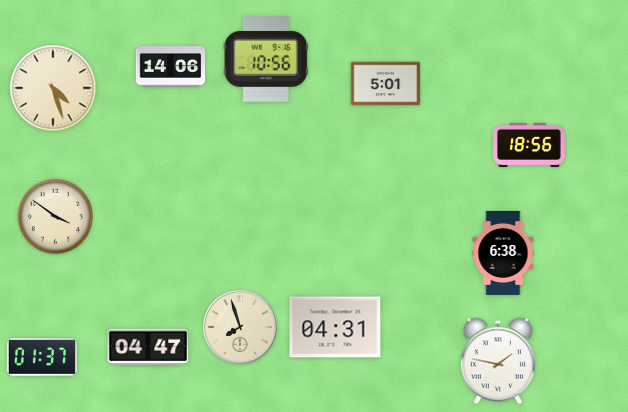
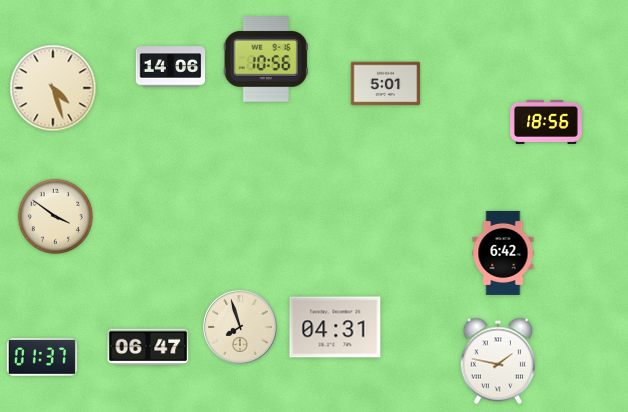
clock at (530, 145) position: (530, 145) -> (547, 122)
clock at (503, 253): 6:38 -> 6:42
clock at (148, 347): 04:47 -> 06:47
